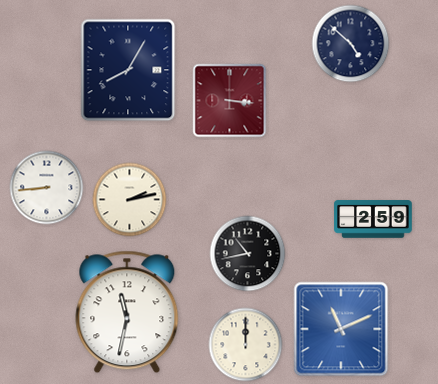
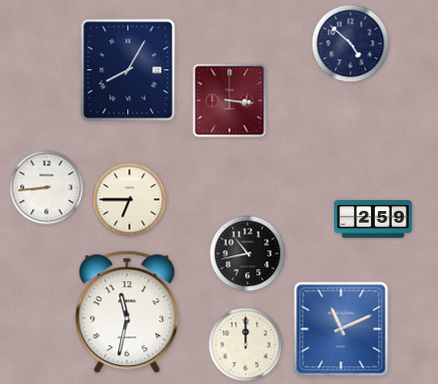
clock at (130, 200): 2:13 -> 6:45
